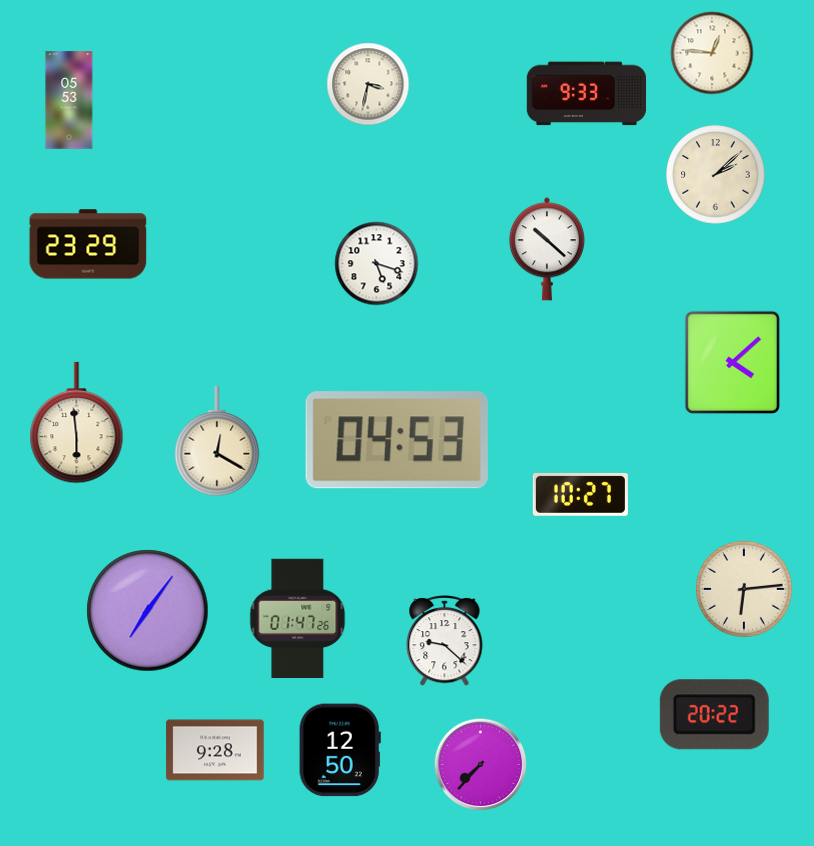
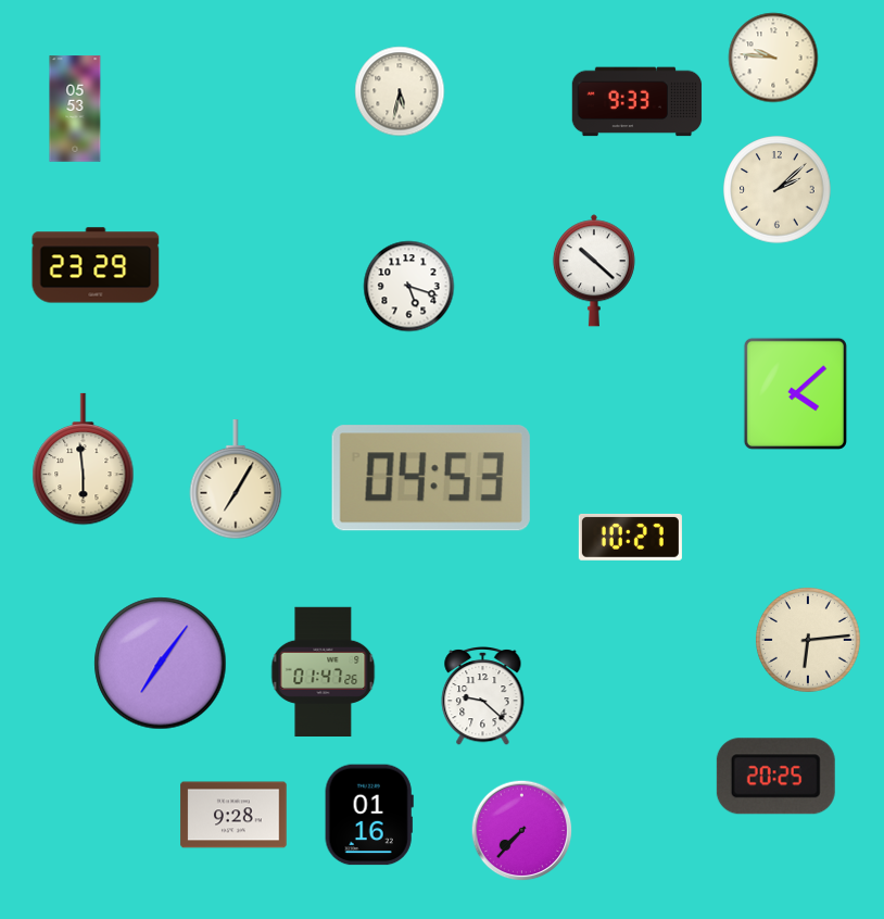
clock at (712, 53): 12:46 -> 9:46
clock at (368, 84): 3:32 -> 5:32
clock at (217, 442): 12:20 -> 7:05
clock at (714, 715): 20:22 -> 20:25
clock at (340, 750): 12:50 -> 01:16
